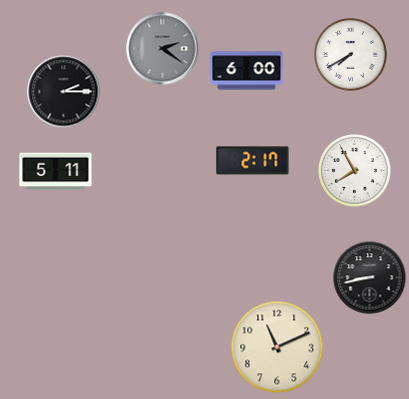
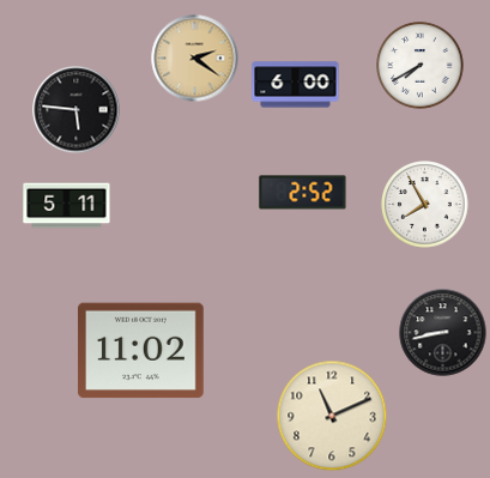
clock at (163, 49) dial: grey -> champagne
clock at (64, 92): 2:15 -> 5:46
clock at (253, 161): 2:17 -> 2:52
clock at (141, 351): none -> 11:02
